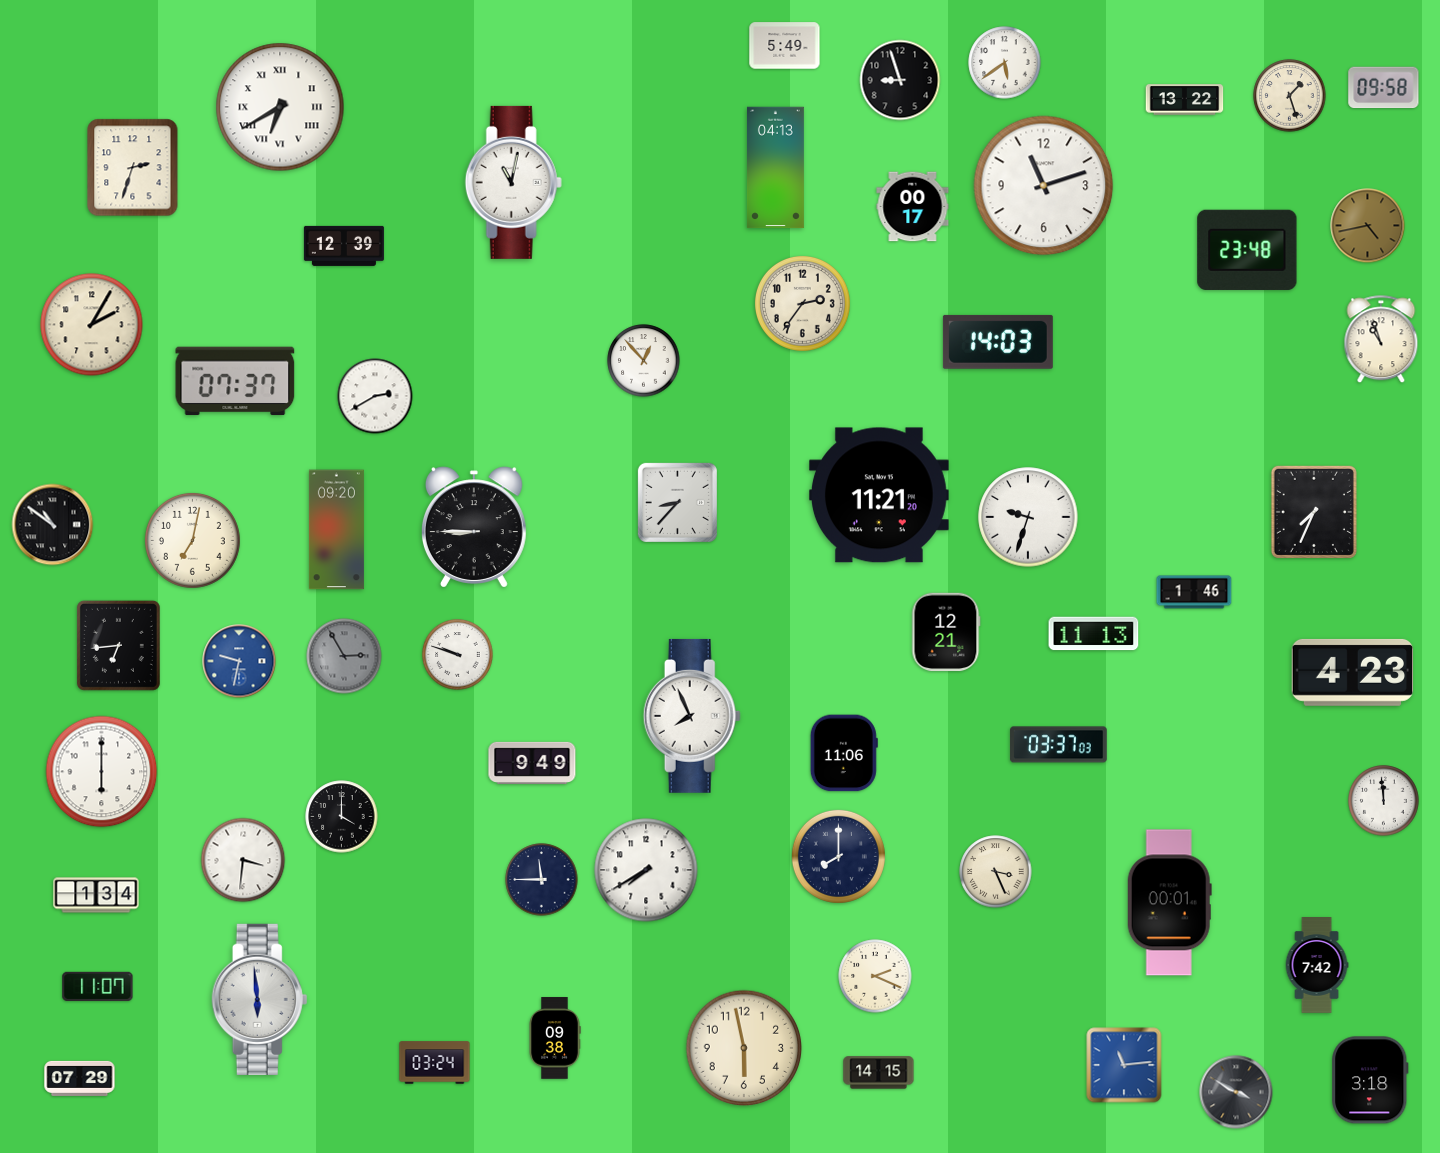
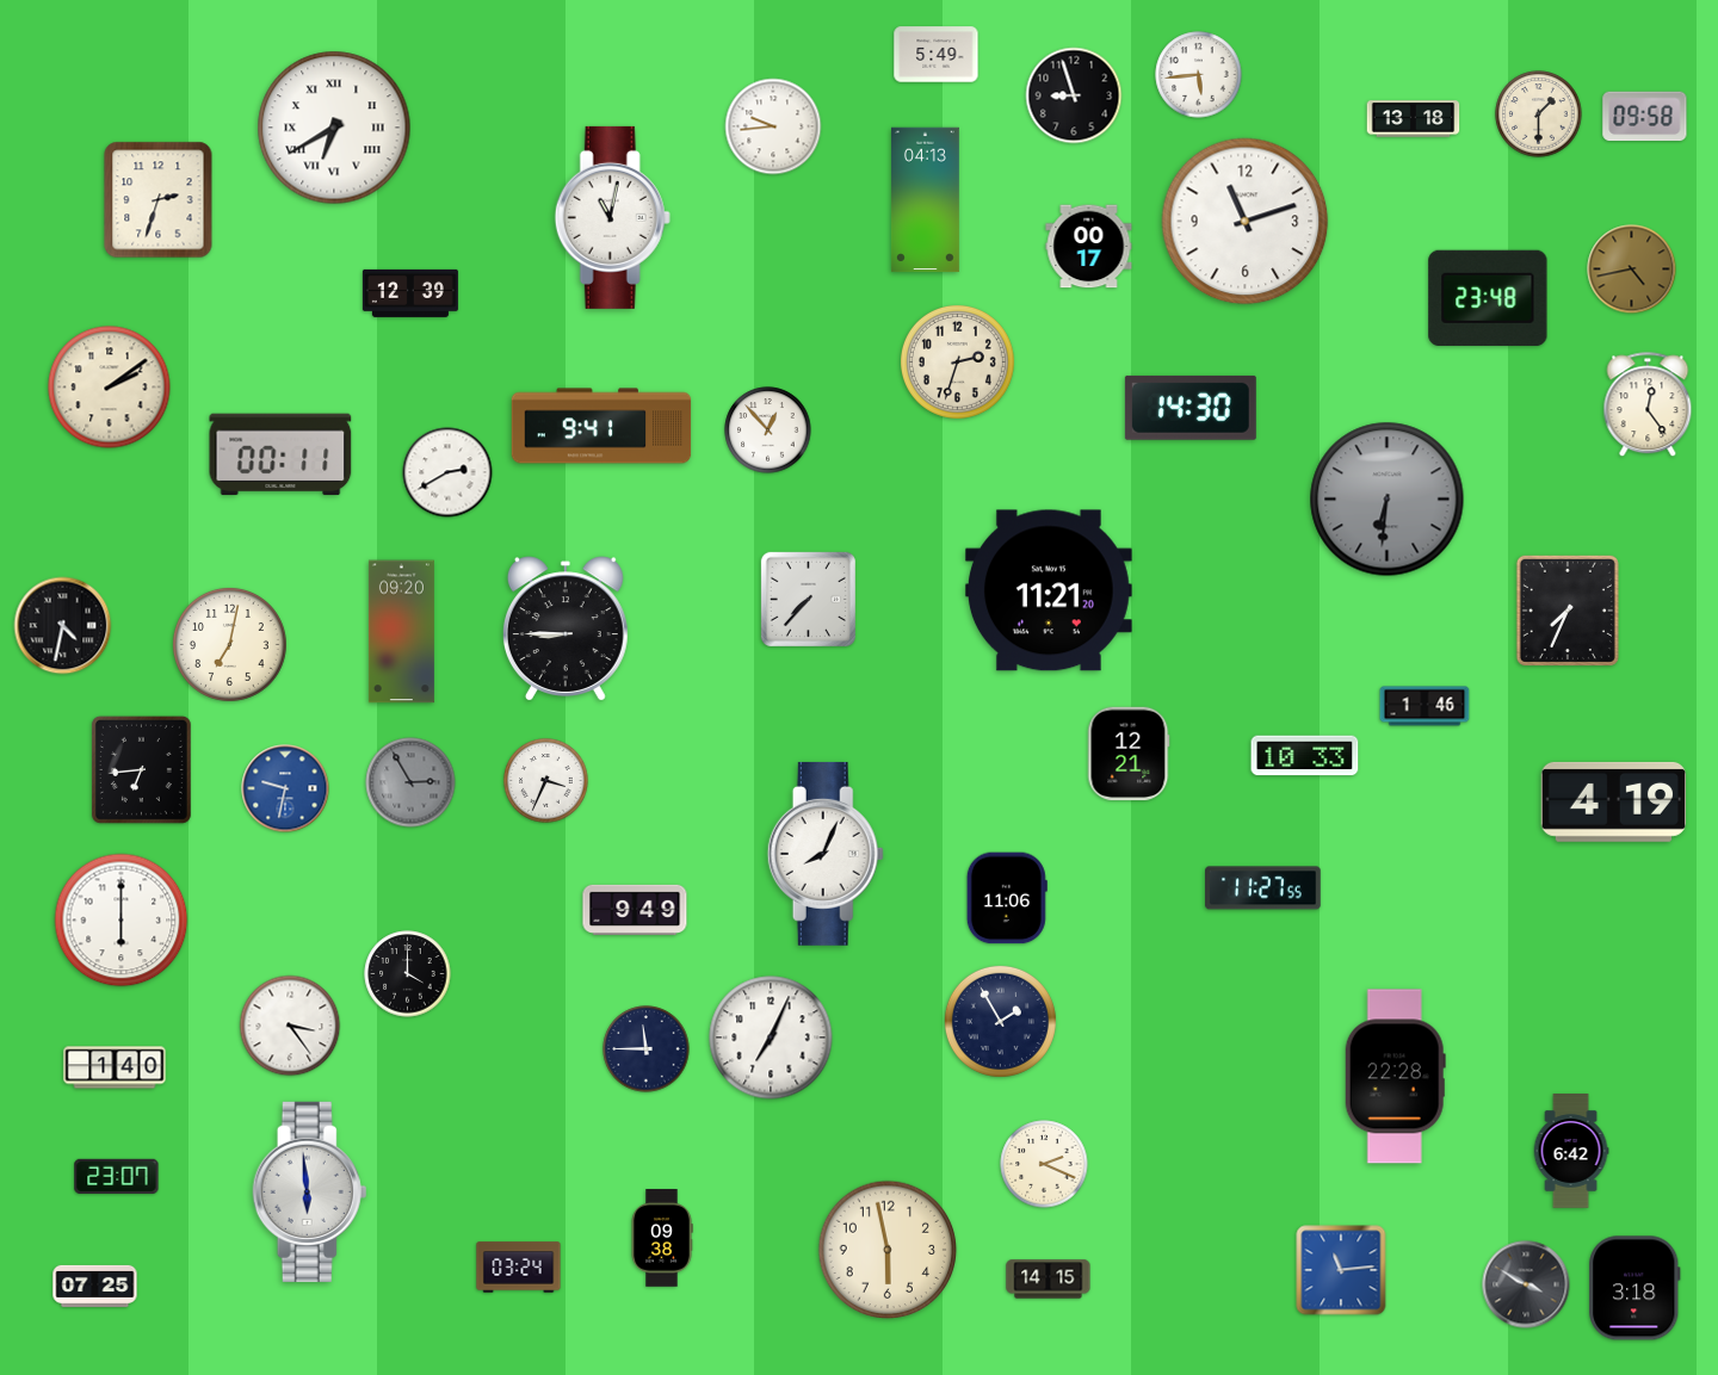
clock at (1005, 63): 5:39 -> 5:44
clock at (1384, 88) position: (1384, 88) -> (1645, 117)
clock at (1290, 96): 1:27 -> 1:30
clock at (1185, 100): 13:22 -> 13:18
clock at (773, 126): none -> 9:44
clock at (802, 303): 2:36 -> 2:33
clock at (92, 325): 2:05 -> 2:09
clock at (1381, 340): 10:57 -> 12:24
clock at (998, 342): 14:03 -> 14:30
clock at (601, 426): none -> 9:41
clock at (235, 381): 07:37 -> 00:11
clock at (1388, 500): none -> 6:31
clock at (677, 502): 8:37 -> 7:37
clock at (1028, 517): 9:33 -> none
clock at (53, 525): 10:51 -> 4:32
clock at (1094, 634): 11:13 -> 10:33
clock at (458, 655): 9:48 -> 3:34
clock at (1353, 672): 4:23 -> 4:19
clock at (692, 716): 7:56 -> 8:04
clock at (1059, 745): 03:37 -> 11:27
clock at (1384, 801): 11:59 -> none
clock at (838, 856): 8:00 -> 1:55
clock at (243, 860): 3:31 -> 3:24
clock at (646, 870): 7:40 -> 7:04
clock at (996, 872): 3:26 -> none
clock at (96, 895): 1:34 -> 1:40
clock at (1169, 903): 00:01 -> 22:28
clock at (1317, 965): 7:42 -> 6:42
clock at (98, 986): 11:07 -> 23:07
clock at (80, 1078): 07:29 -> 07:25
clock at (1236, 1092) position: (1236, 1092) -> (1526, 1284)
